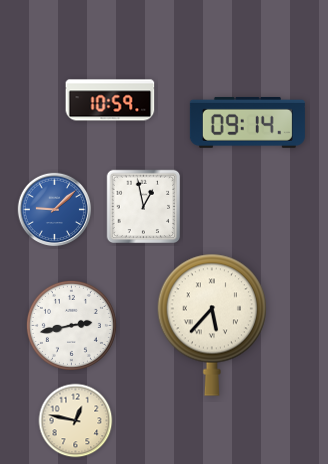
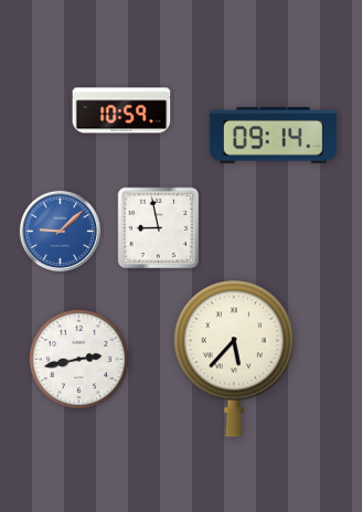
clock at (144, 207): 12:58 -> 8:58
clock at (76, 421): 12:47 -> none
